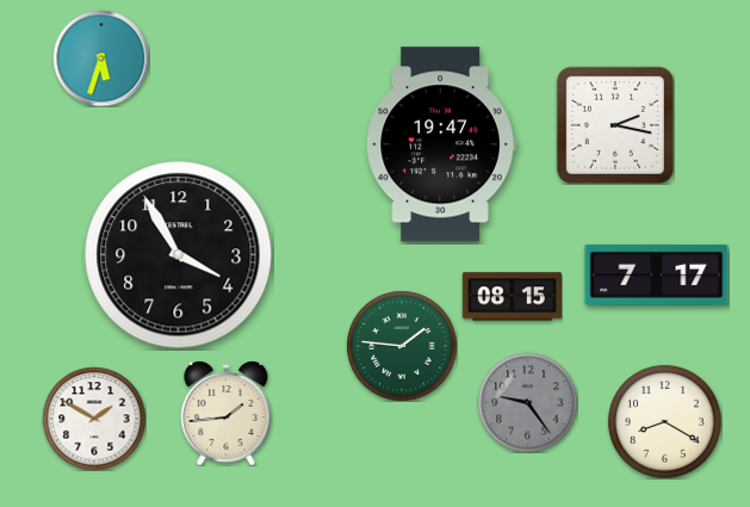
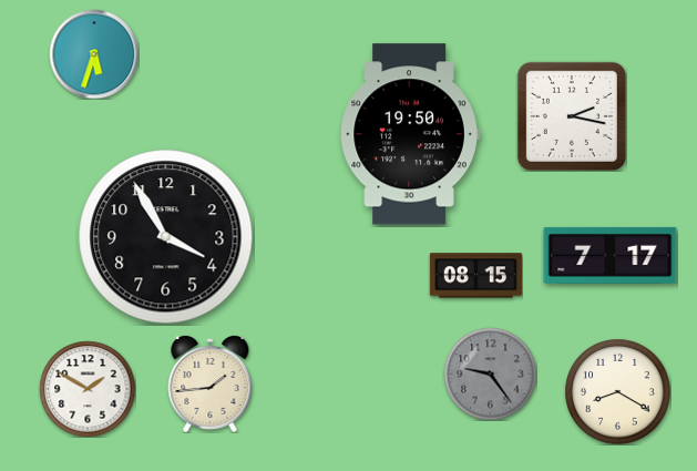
clock at (441, 144): 19:47 -> 19:50
clock at (402, 346): 1:46 -> none
